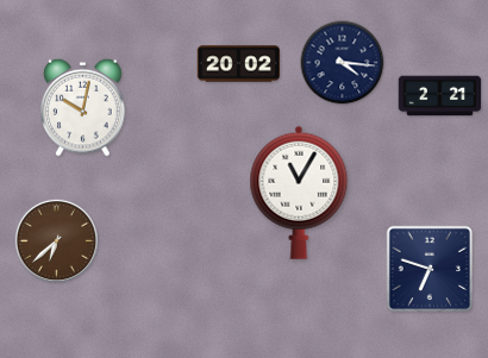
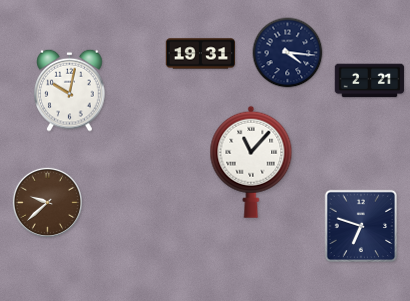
clock at (239, 64): 20:02 -> 19:31
clock at (299, 193): 11:05 -> 11:07
clock at (56, 240): 6:38 -> 9:38
